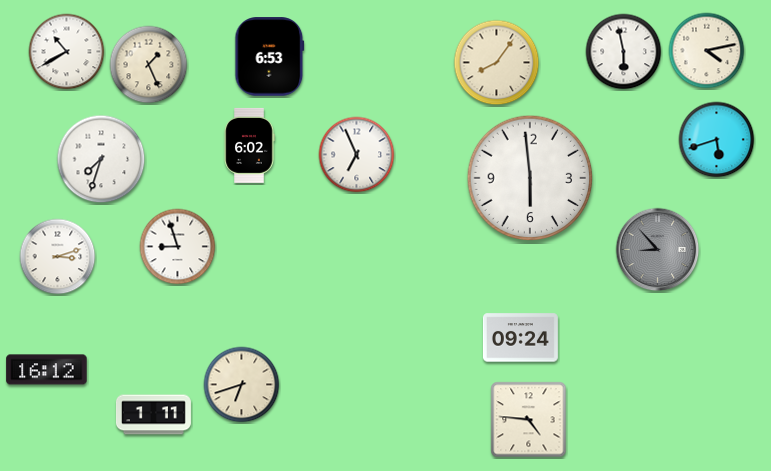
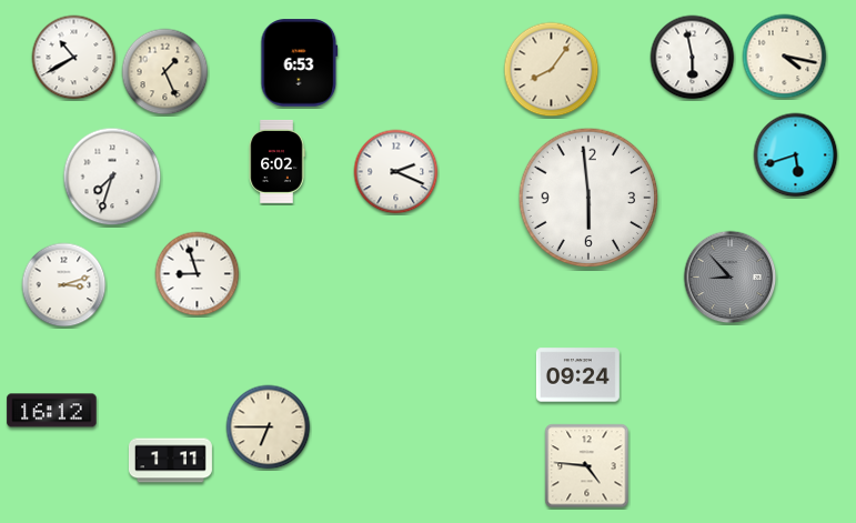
clock at (707, 51): 4:13 -> 4:17
clock at (357, 155): 6:56 -> 2:19
clock at (242, 385): 6:42 -> 6:45
